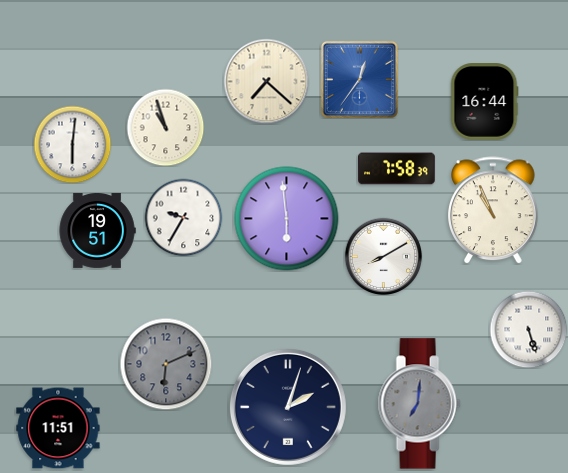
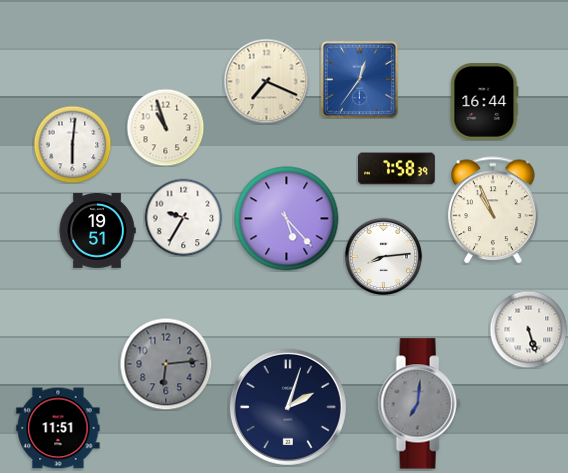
clock at (266, 81): 7:22 -> 7:19
clock at (287, 219): 5:59 -> 5:23
clock at (383, 256): 8:10 -> 8:14
clock at (166, 364): 6:11 -> 6:14
